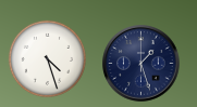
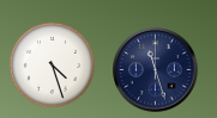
clock at (141, 64): 1:27 -> 11:27
